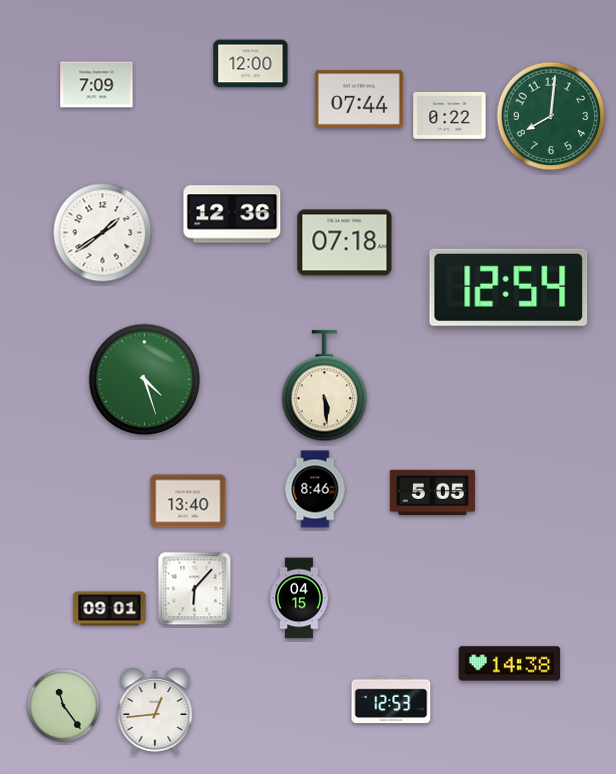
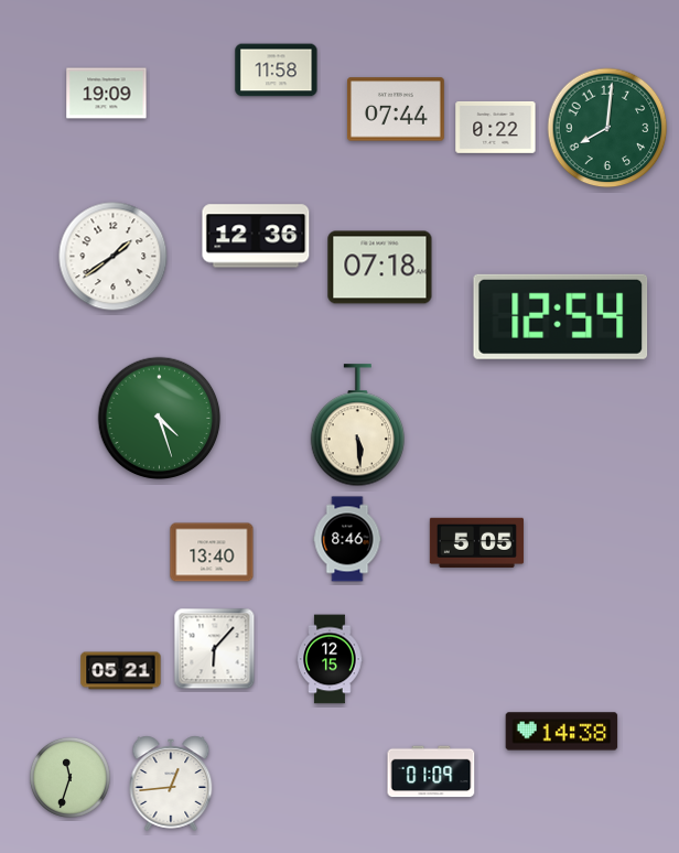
clock at (251, 64): 12:00 -> 11:58
clock at (97, 85): 7:09 -> 19:09
clock at (188, 501) position: (188, 501) -> (212, 552)
clock at (299, 598): 04:15 -> 12:15
clock at (110, 609): 09:01 -> 05:21
clock at (391, 700): 12:53 -> 01:09
clock at (63, 705): 11:24 -> 11:33
